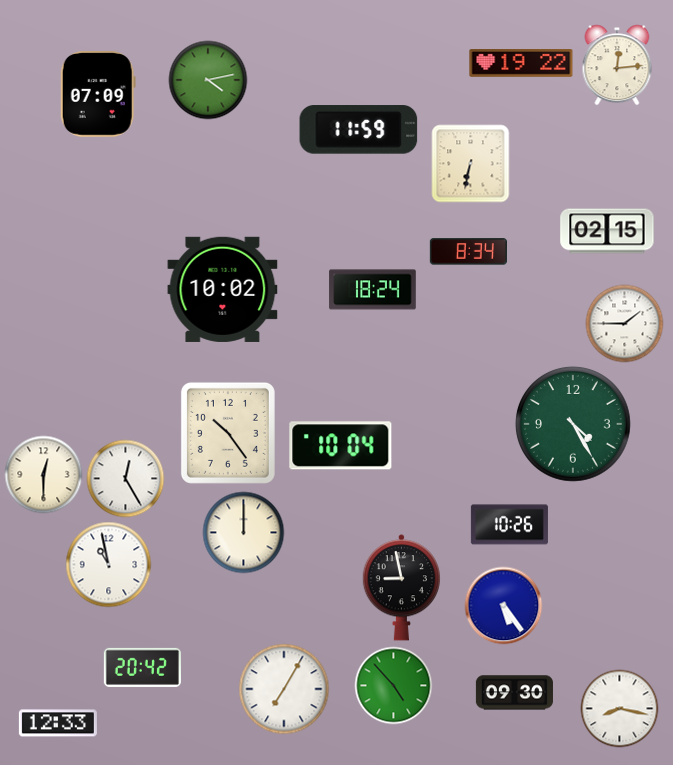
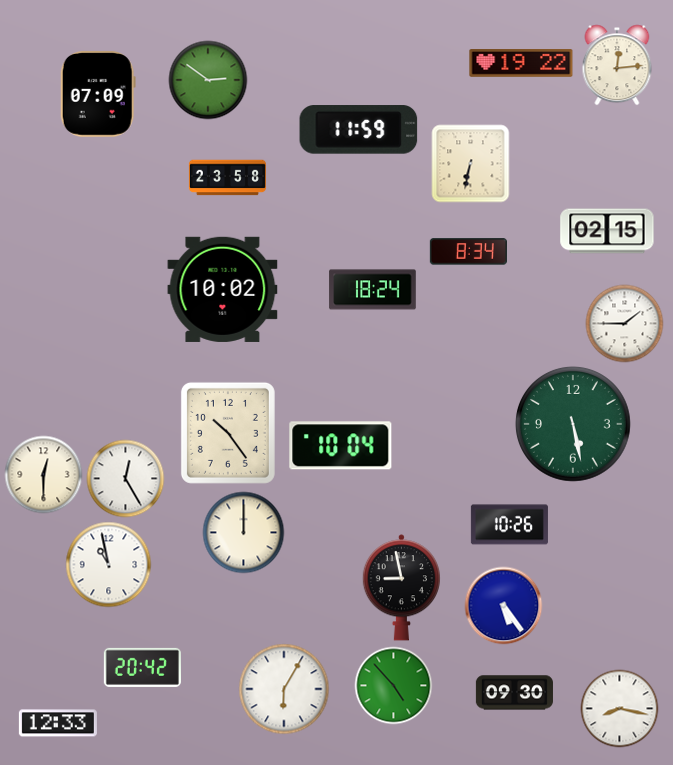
clock at (208, 80): 4:13 -> 2:51
clock at (227, 178): none -> 23:58
clock at (573, 424): 4:25 -> 5:28
clock at (284, 689): 7:05 -> 6:05
